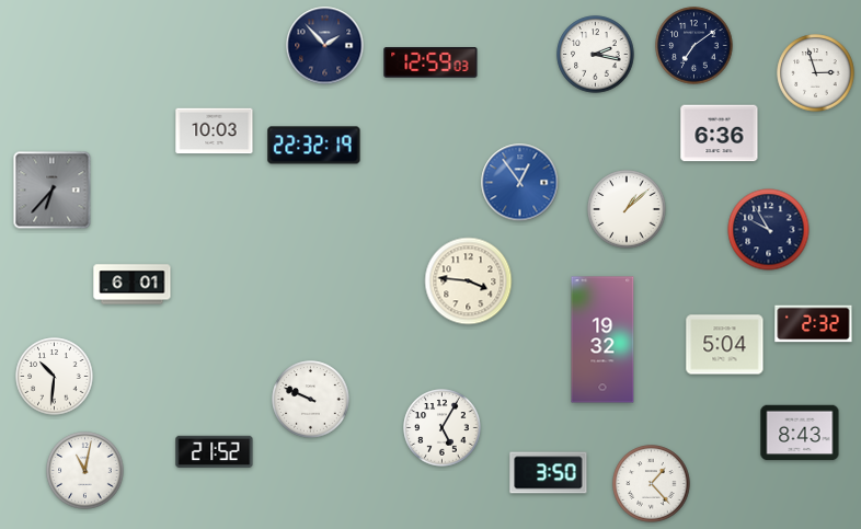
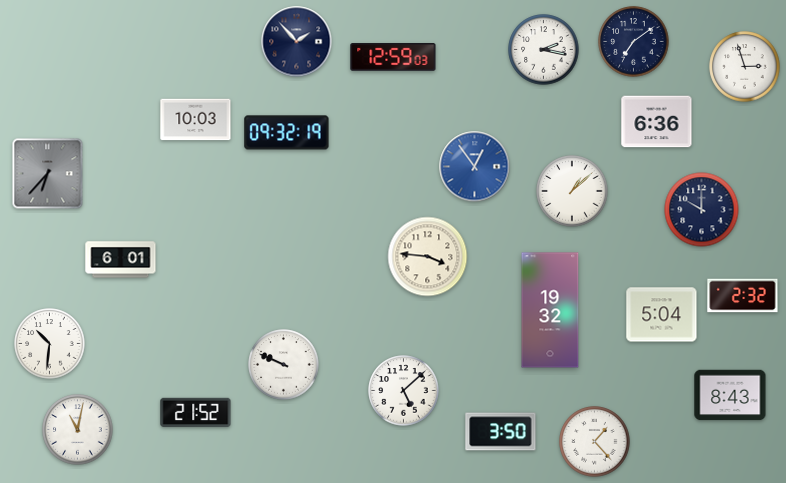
clock at (314, 146): 22:32 -> 09:32
clock at (769, 230): 9:55 -> 10:00
clock at (443, 428): 5:05 -> 5:08
